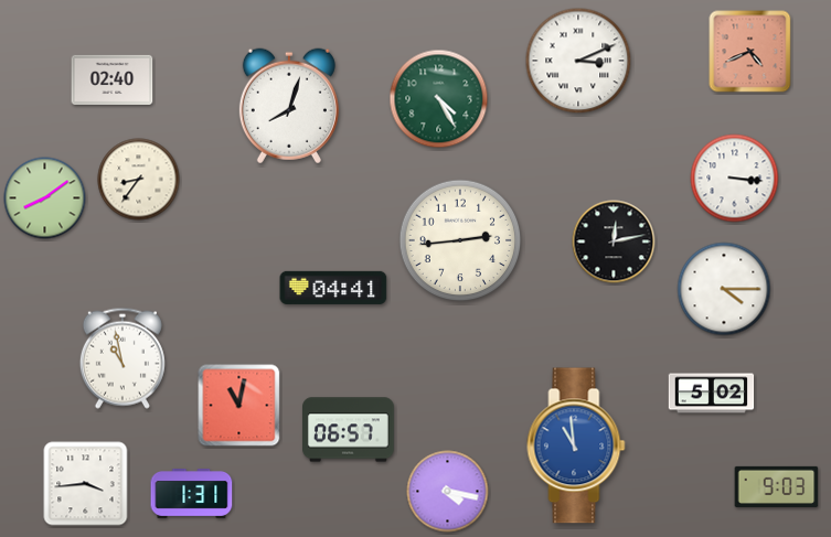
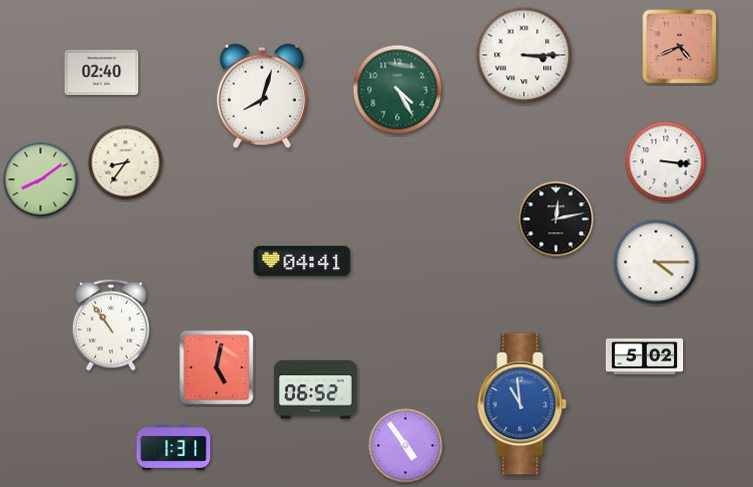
clock at (578, 61): 3:11 -> 3:15
clock at (460, 240): 2:44 -> none
clock at (122, 358): 10:58 -> 10:54
clock at (239, 406): 11:02 -> 5:02
clock at (349, 430): 06:57 -> 06:52
clock at (86, 484): 3:44 -> none
clock at (777, 486): 9:03 -> none
clock at (448, 492): 4:17 -> 4:54
